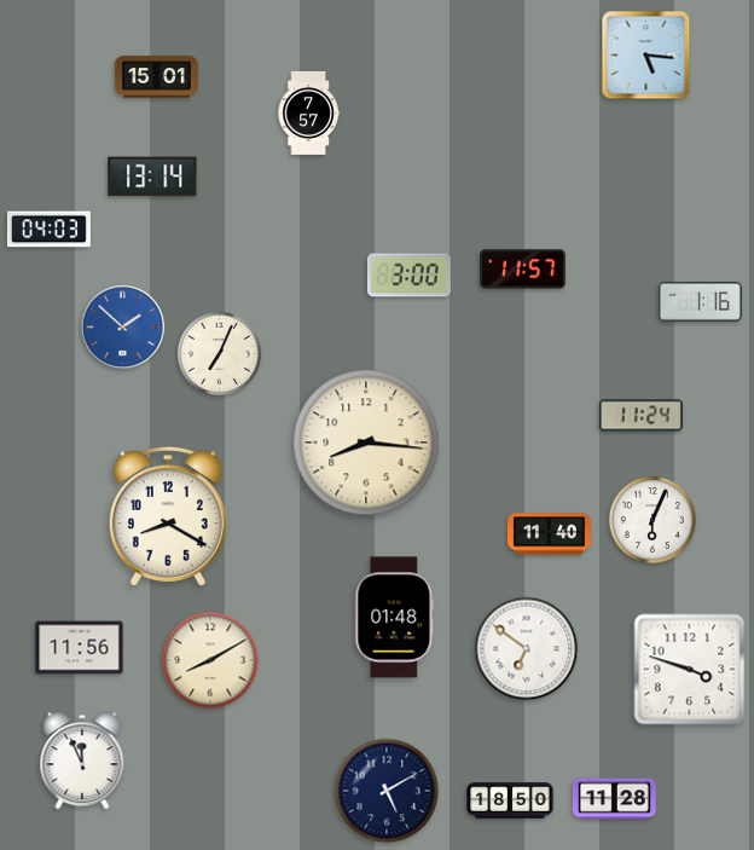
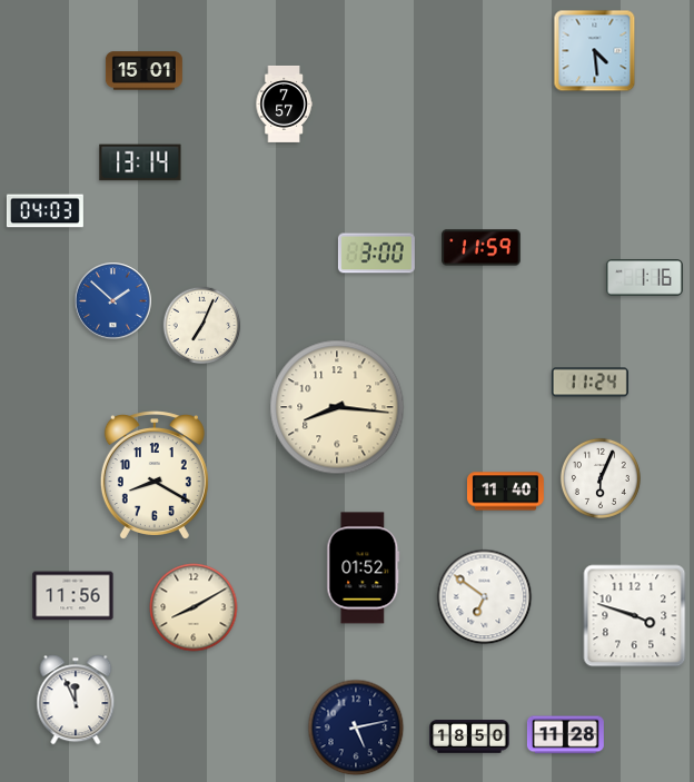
clock at (646, 56): 5:16 -> 4:29
clock at (523, 270): 11:57 -> 11:59
clock at (395, 618): 01:48 -> 01:52
clock at (387, 791): 5:10 -> 5:13
